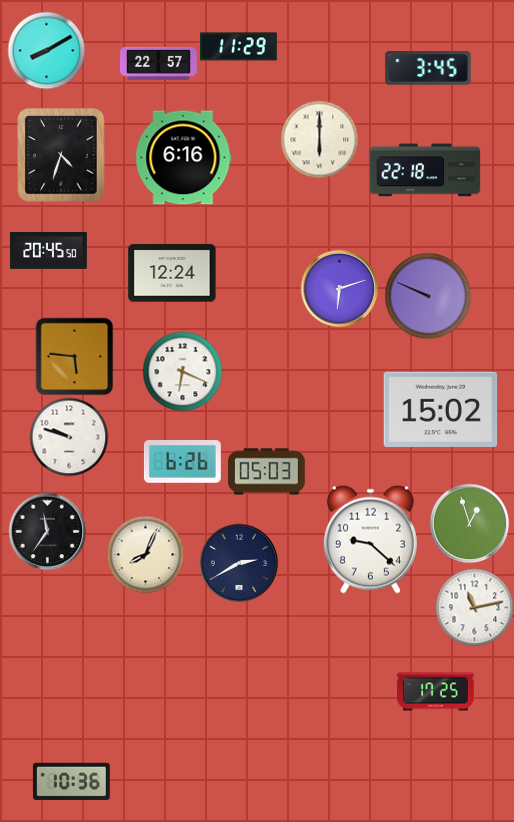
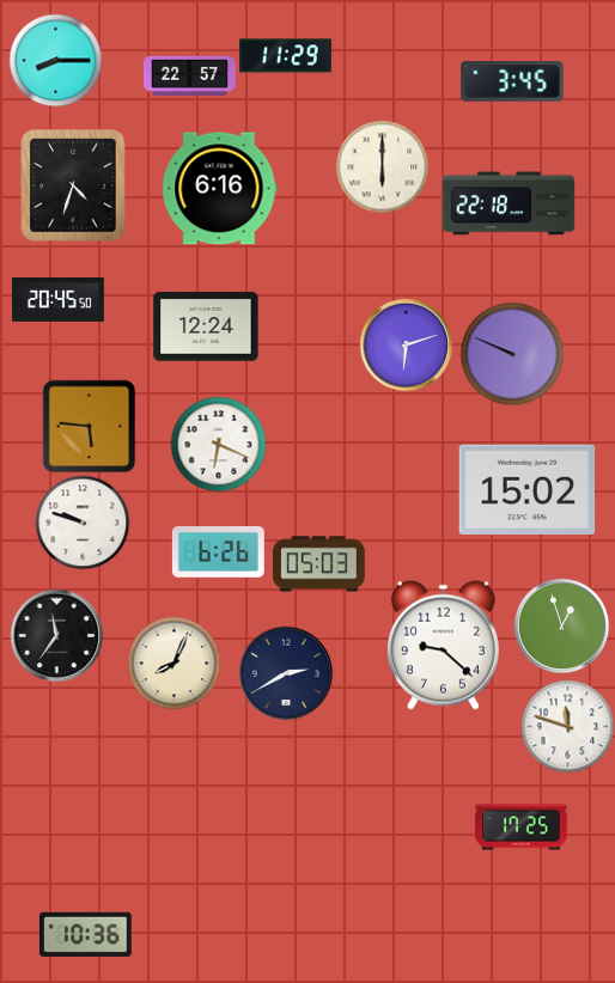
clock at (46, 50): 8:10 -> 8:15
clock at (474, 607): 11:13 -> 11:48
